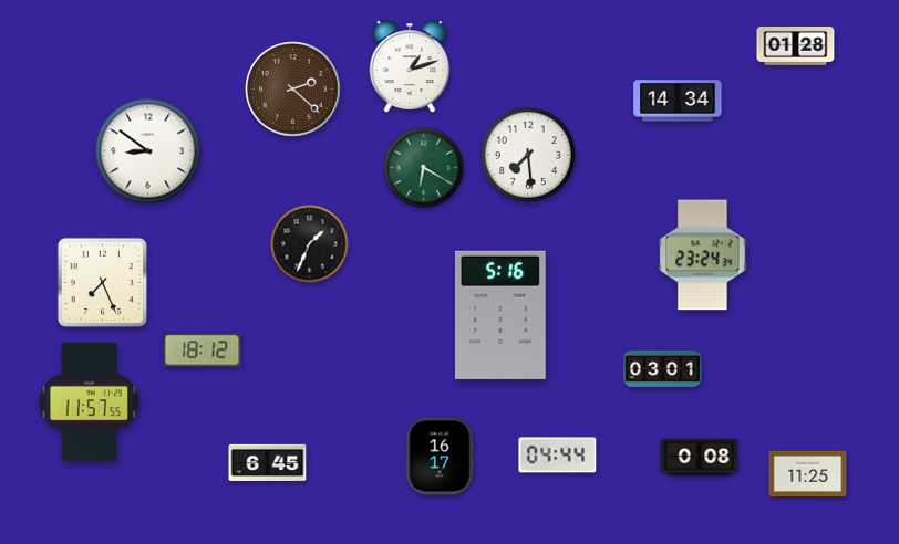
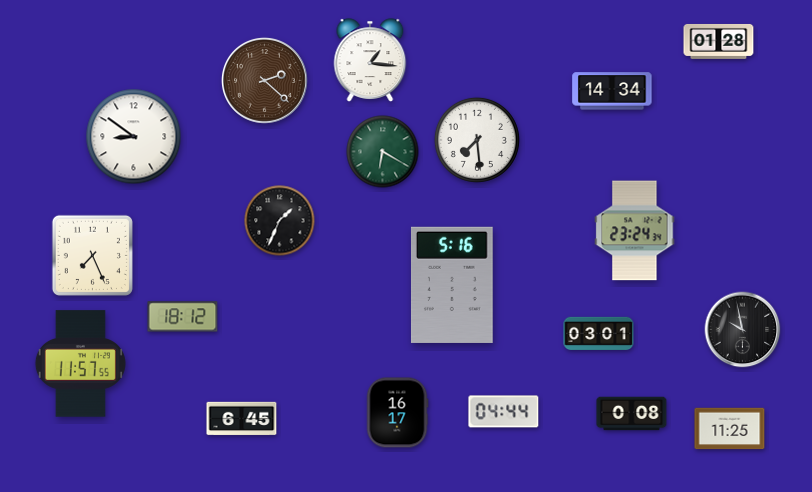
clock at (410, 66): 1:12 -> 1:16
clock at (743, 330): none -> 9:58
